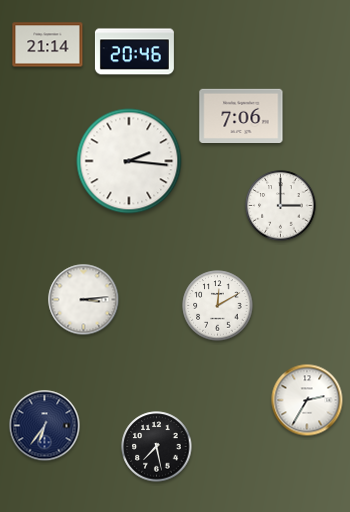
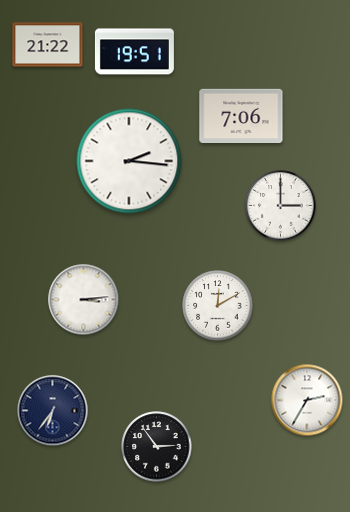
clock at (48, 45): 21:14 -> 21:22
clock at (134, 52): 20:46 -> 19:51
clock at (45, 426) position: (45, 426) -> (53, 411)
clock at (157, 447): 7:28 -> 2:54
